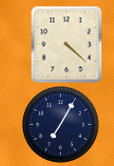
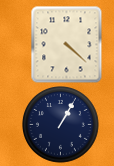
clock at (61, 125): 7:05 -> 1:05
